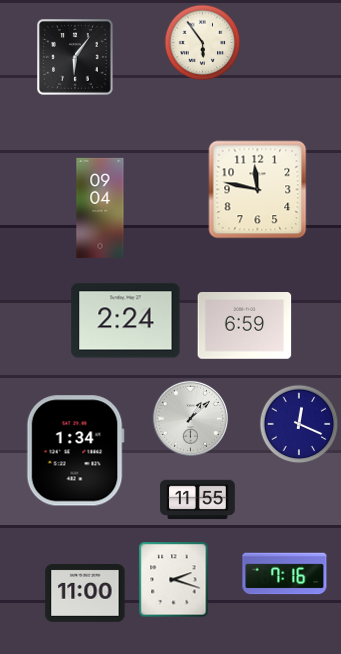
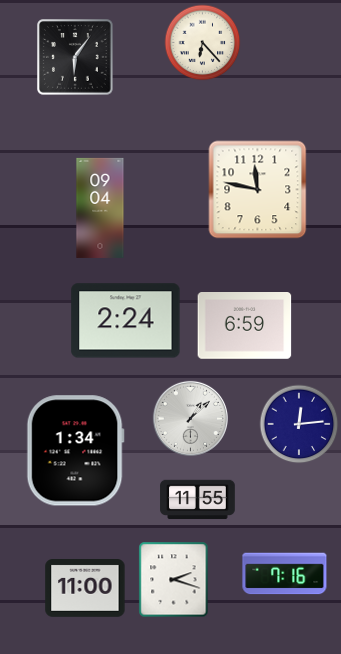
clock at (203, 43): 5:54 -> 6:23
clock at (299, 424): 12:19 -> 12:14
clock at (85, 594) position: (85, 594) -> (85, 589)
